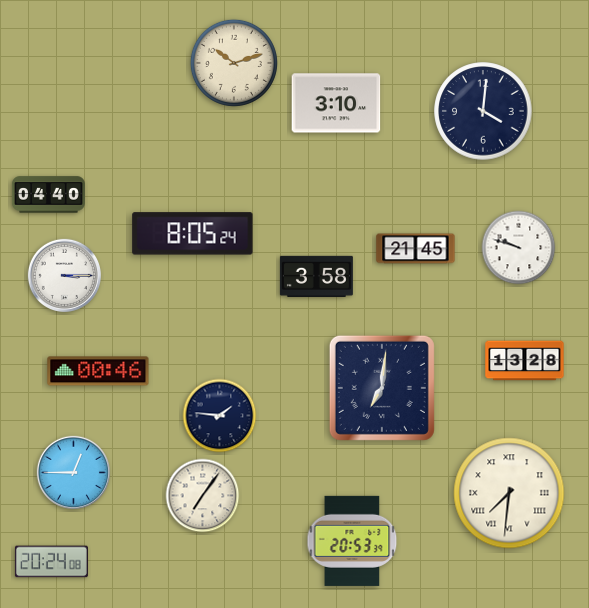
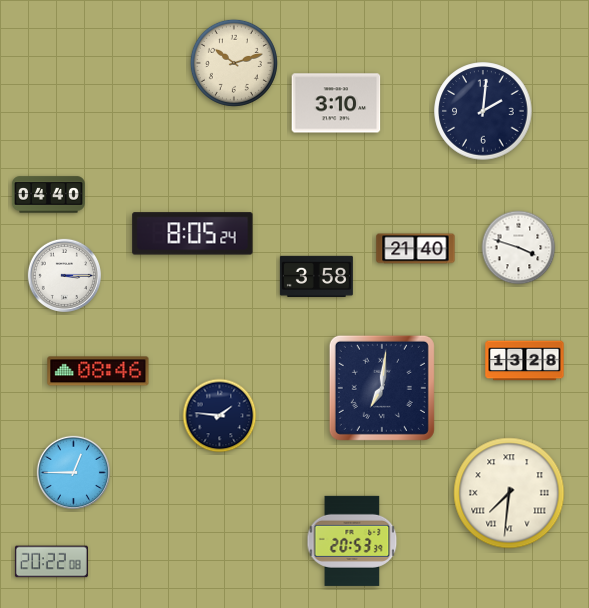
clock at (483, 111): 4:01 -> 2:01
clock at (519, 248): 9:48 -> 3:48
clock at (416, 249): 21:45 -> 21:40
clock at (98, 371): 00:46 -> 08:46
clock at (203, 496): 7:06 -> none
clock at (51, 562): 20:24 -> 20:22
